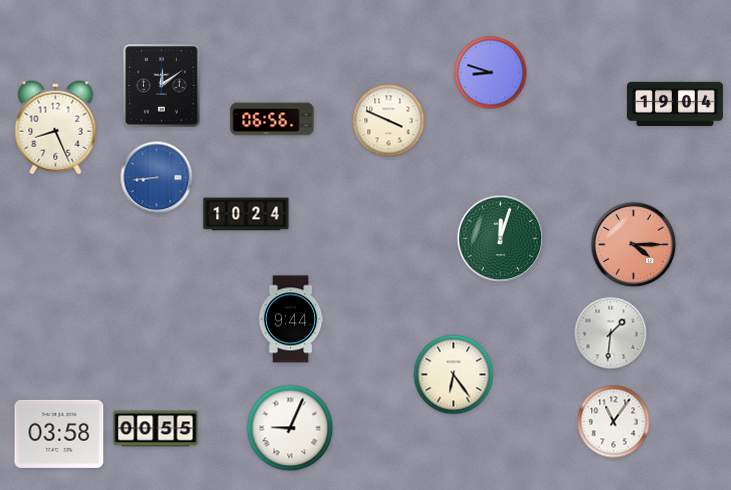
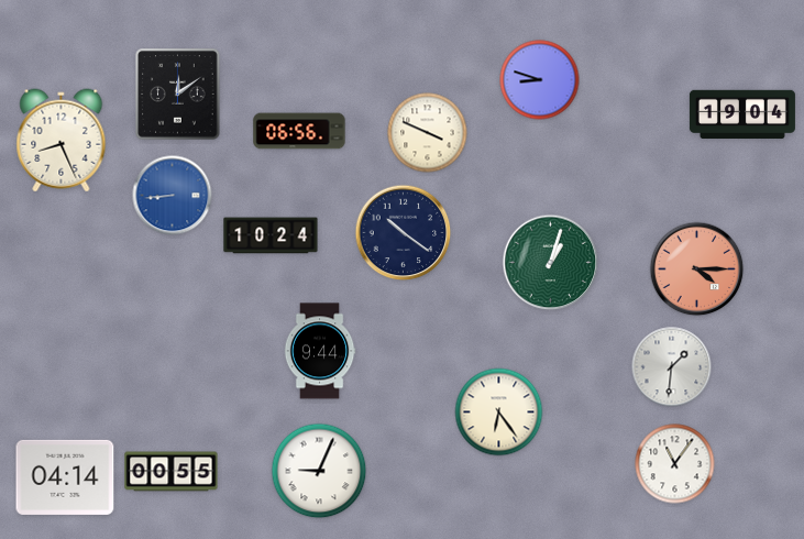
clock at (404, 233): none -> 10:21
clock at (501, 239): 12:03 -> 1:03
clock at (59, 434): 03:58 -> 04:14
